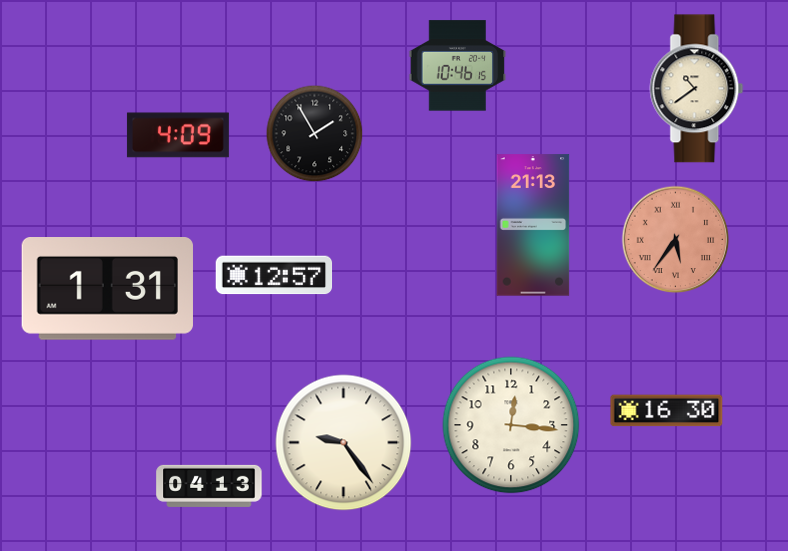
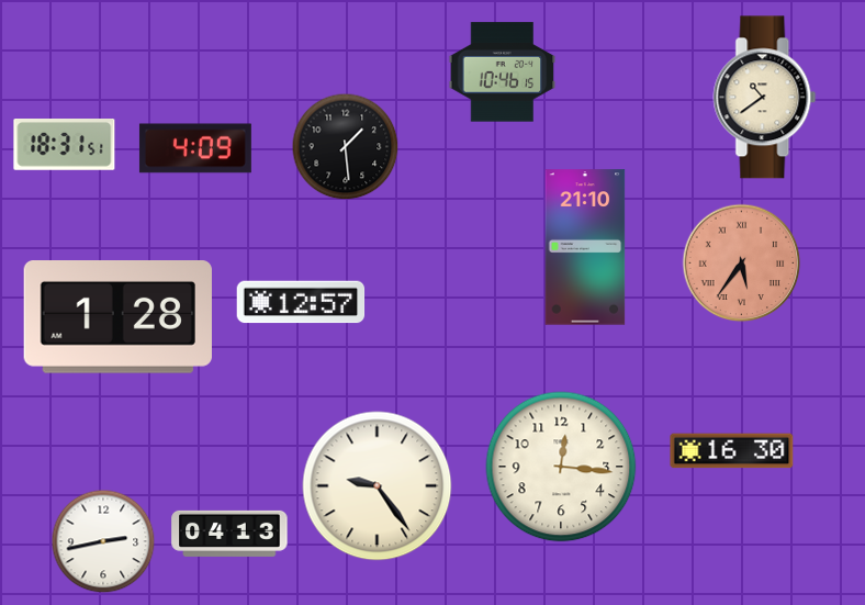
clock at (65, 145): none -> 18:31
clock at (315, 134): 1:55 -> 1:29
clock at (533, 225): 21:13 -> 21:10
clock at (107, 289): 1:31 -> 1:28
clock at (103, 541): none -> 2:43
